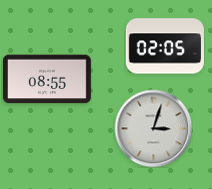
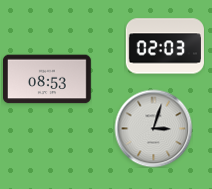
clock at (164, 46): 02:05 -> 02:03
clock at (48, 79): 08:55 -> 08:53
